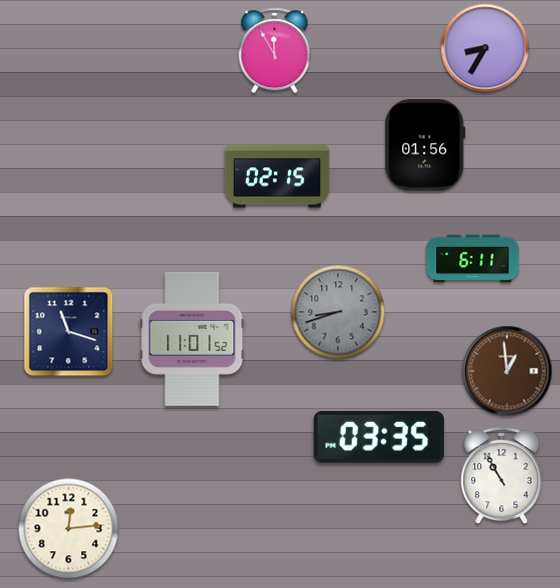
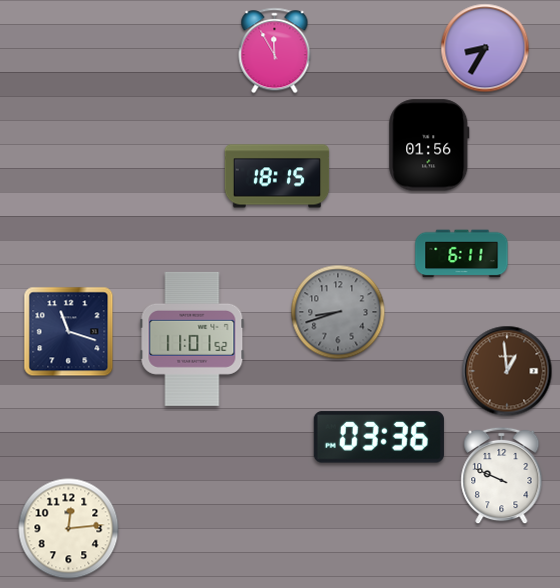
clock at (425, 145) position: (425, 145) -> (429, 145)
clock at (277, 176): 02:15 -> 18:15
clock at (473, 259) position: (473, 259) -> (462, 254)
clock at (379, 437): 03:35 -> 03:36
clock at (502, 476): 10:55 -> 9:49
